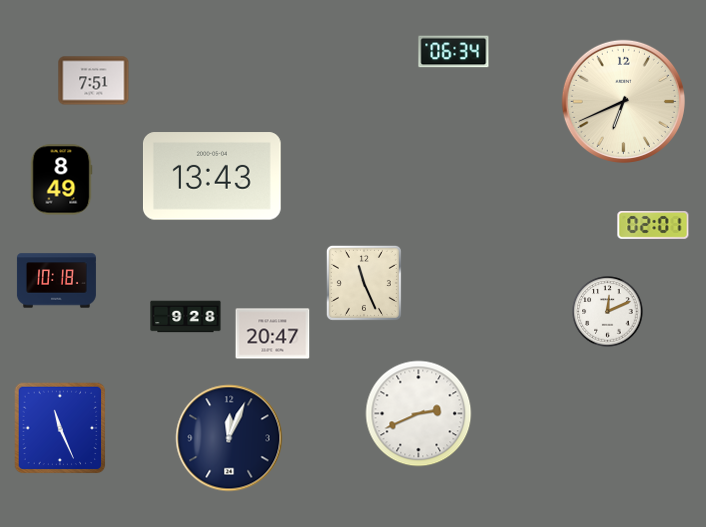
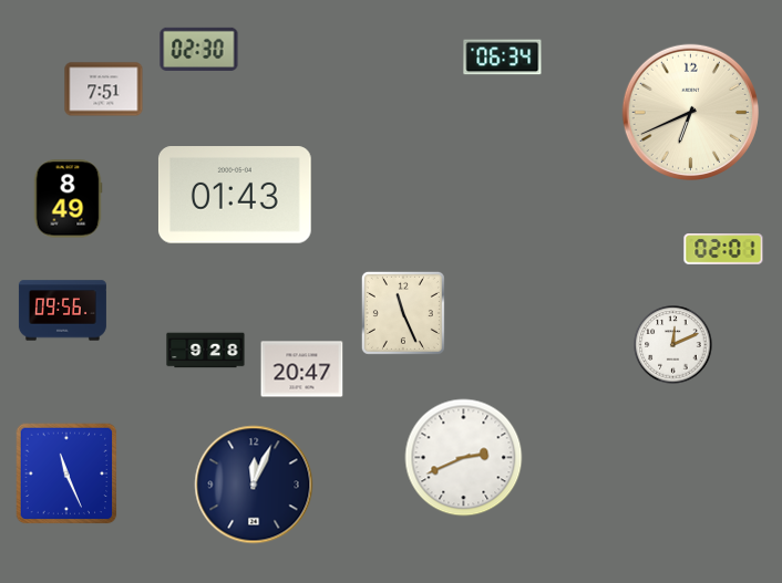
clock at (199, 49): none -> 02:30
clock at (212, 176): 13:43 -> 01:43
clock at (56, 281): 10:18 -> 09:56
